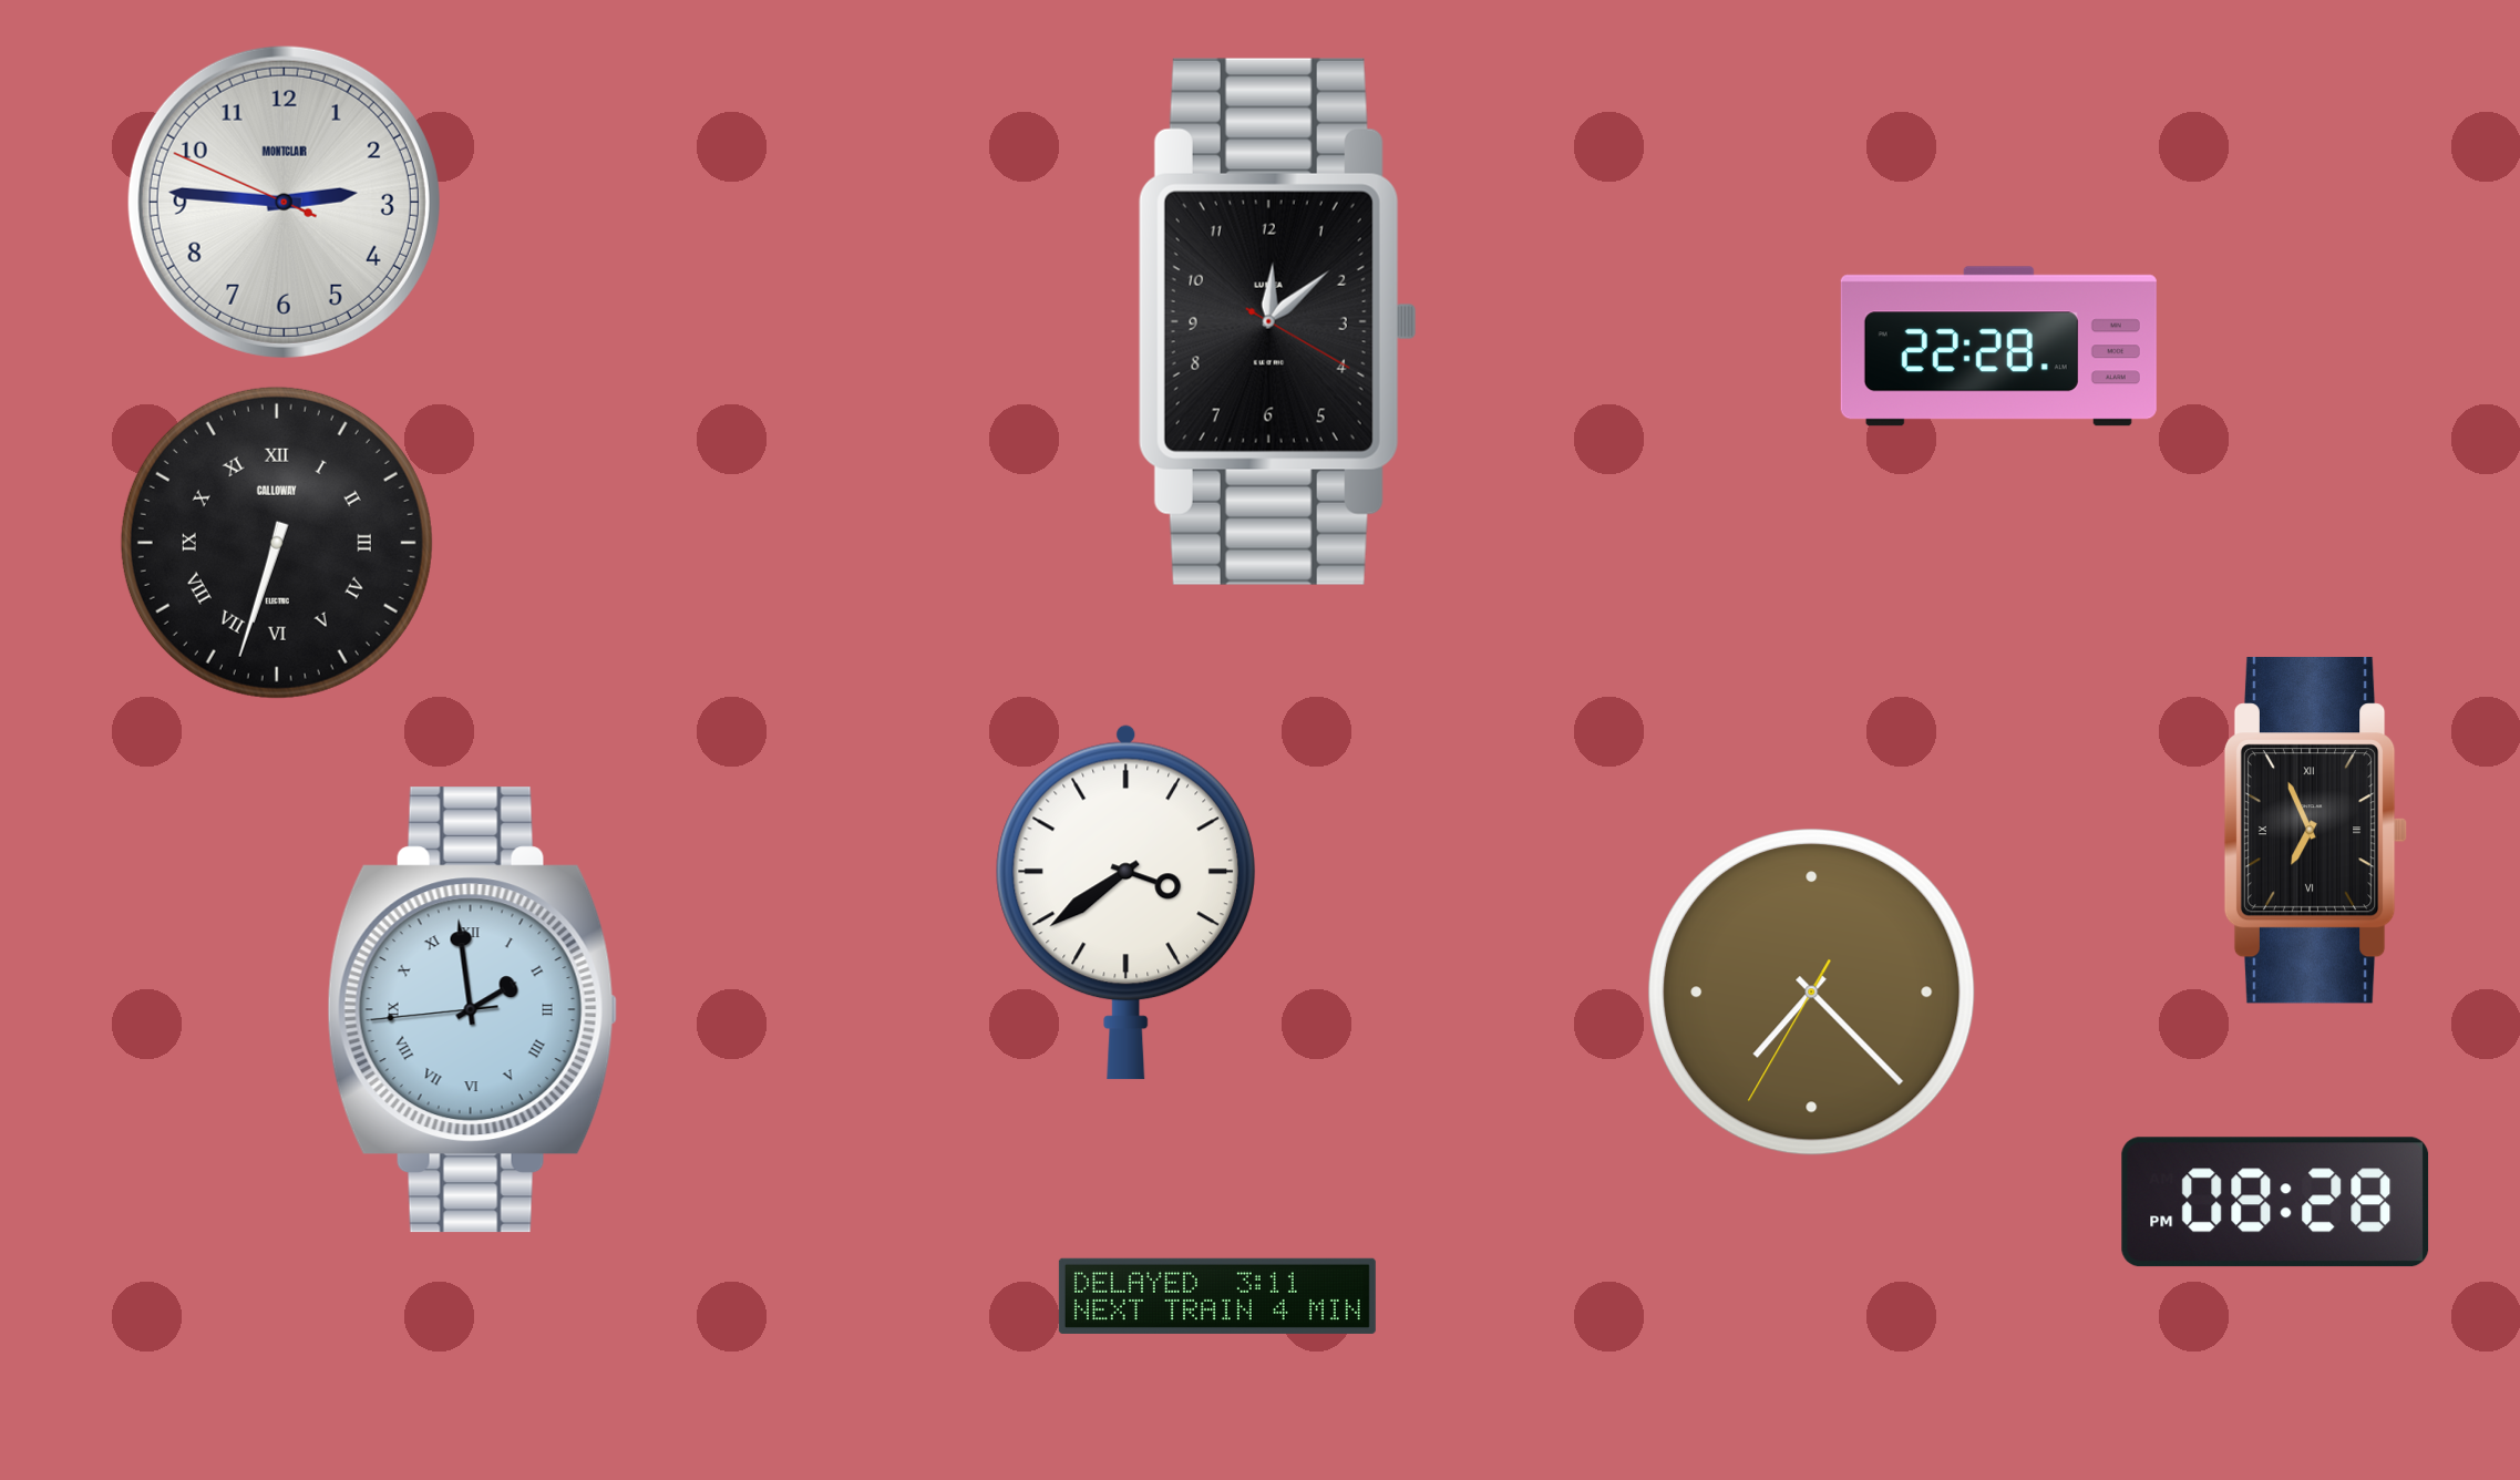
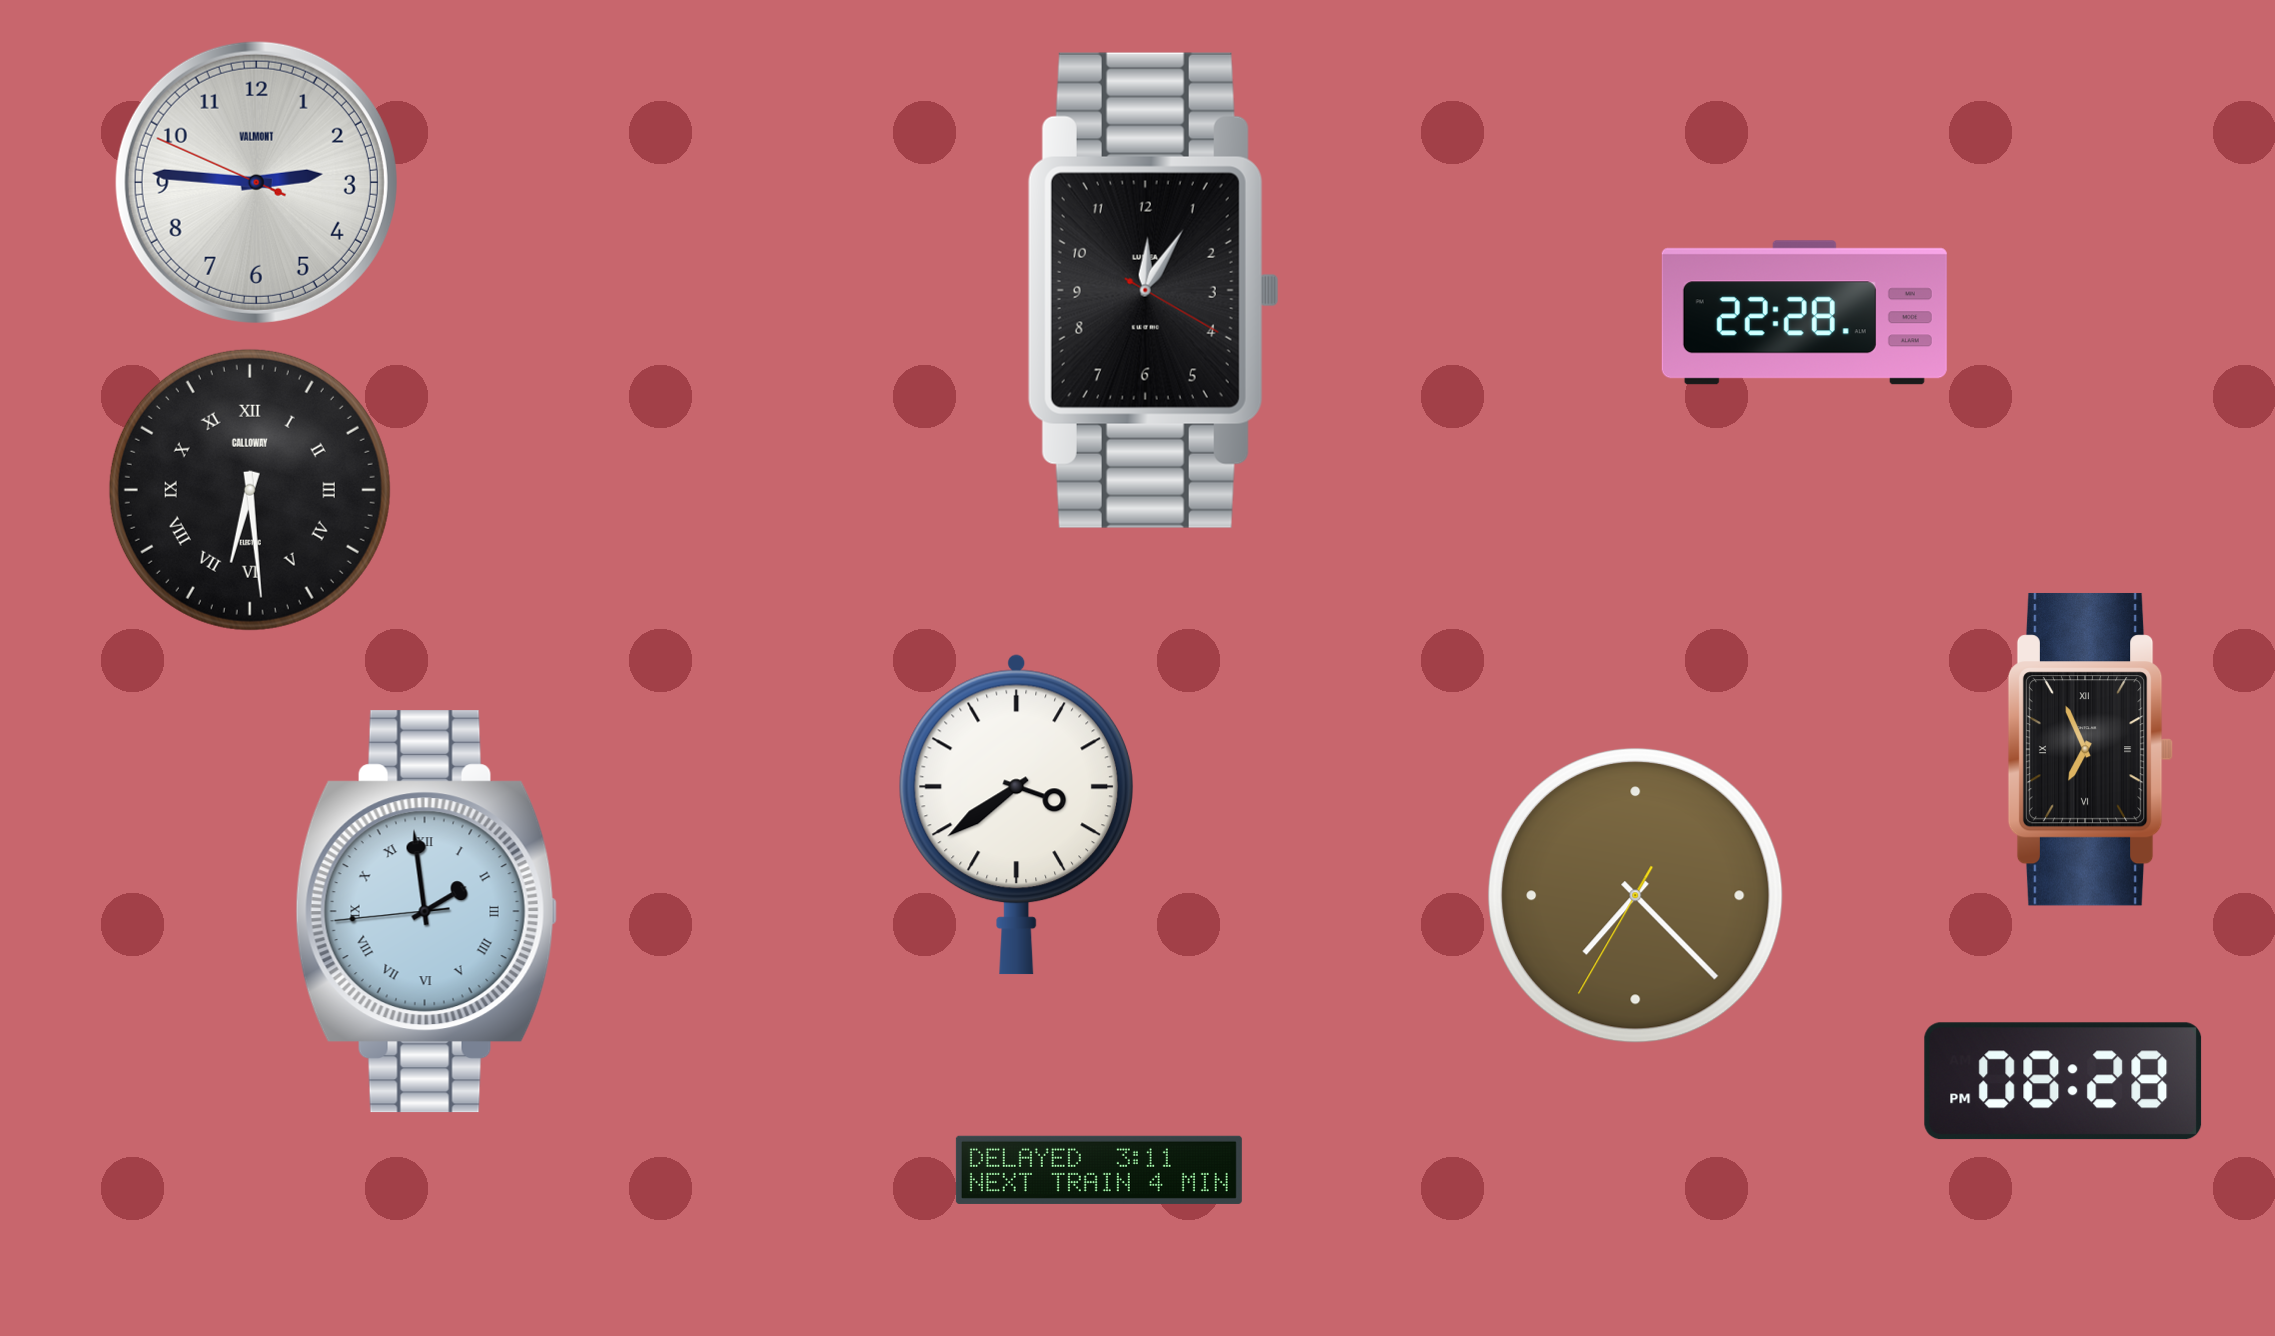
clock at (284, 202) brand: MONTCLAIR -> VALMONT
clock at (1277, 321): 12:08 -> 12:05
clock at (277, 543): 6:33 -> 6:29
clock at (2275, 1202) position: (2275, 1202) -> (2063, 1081)
